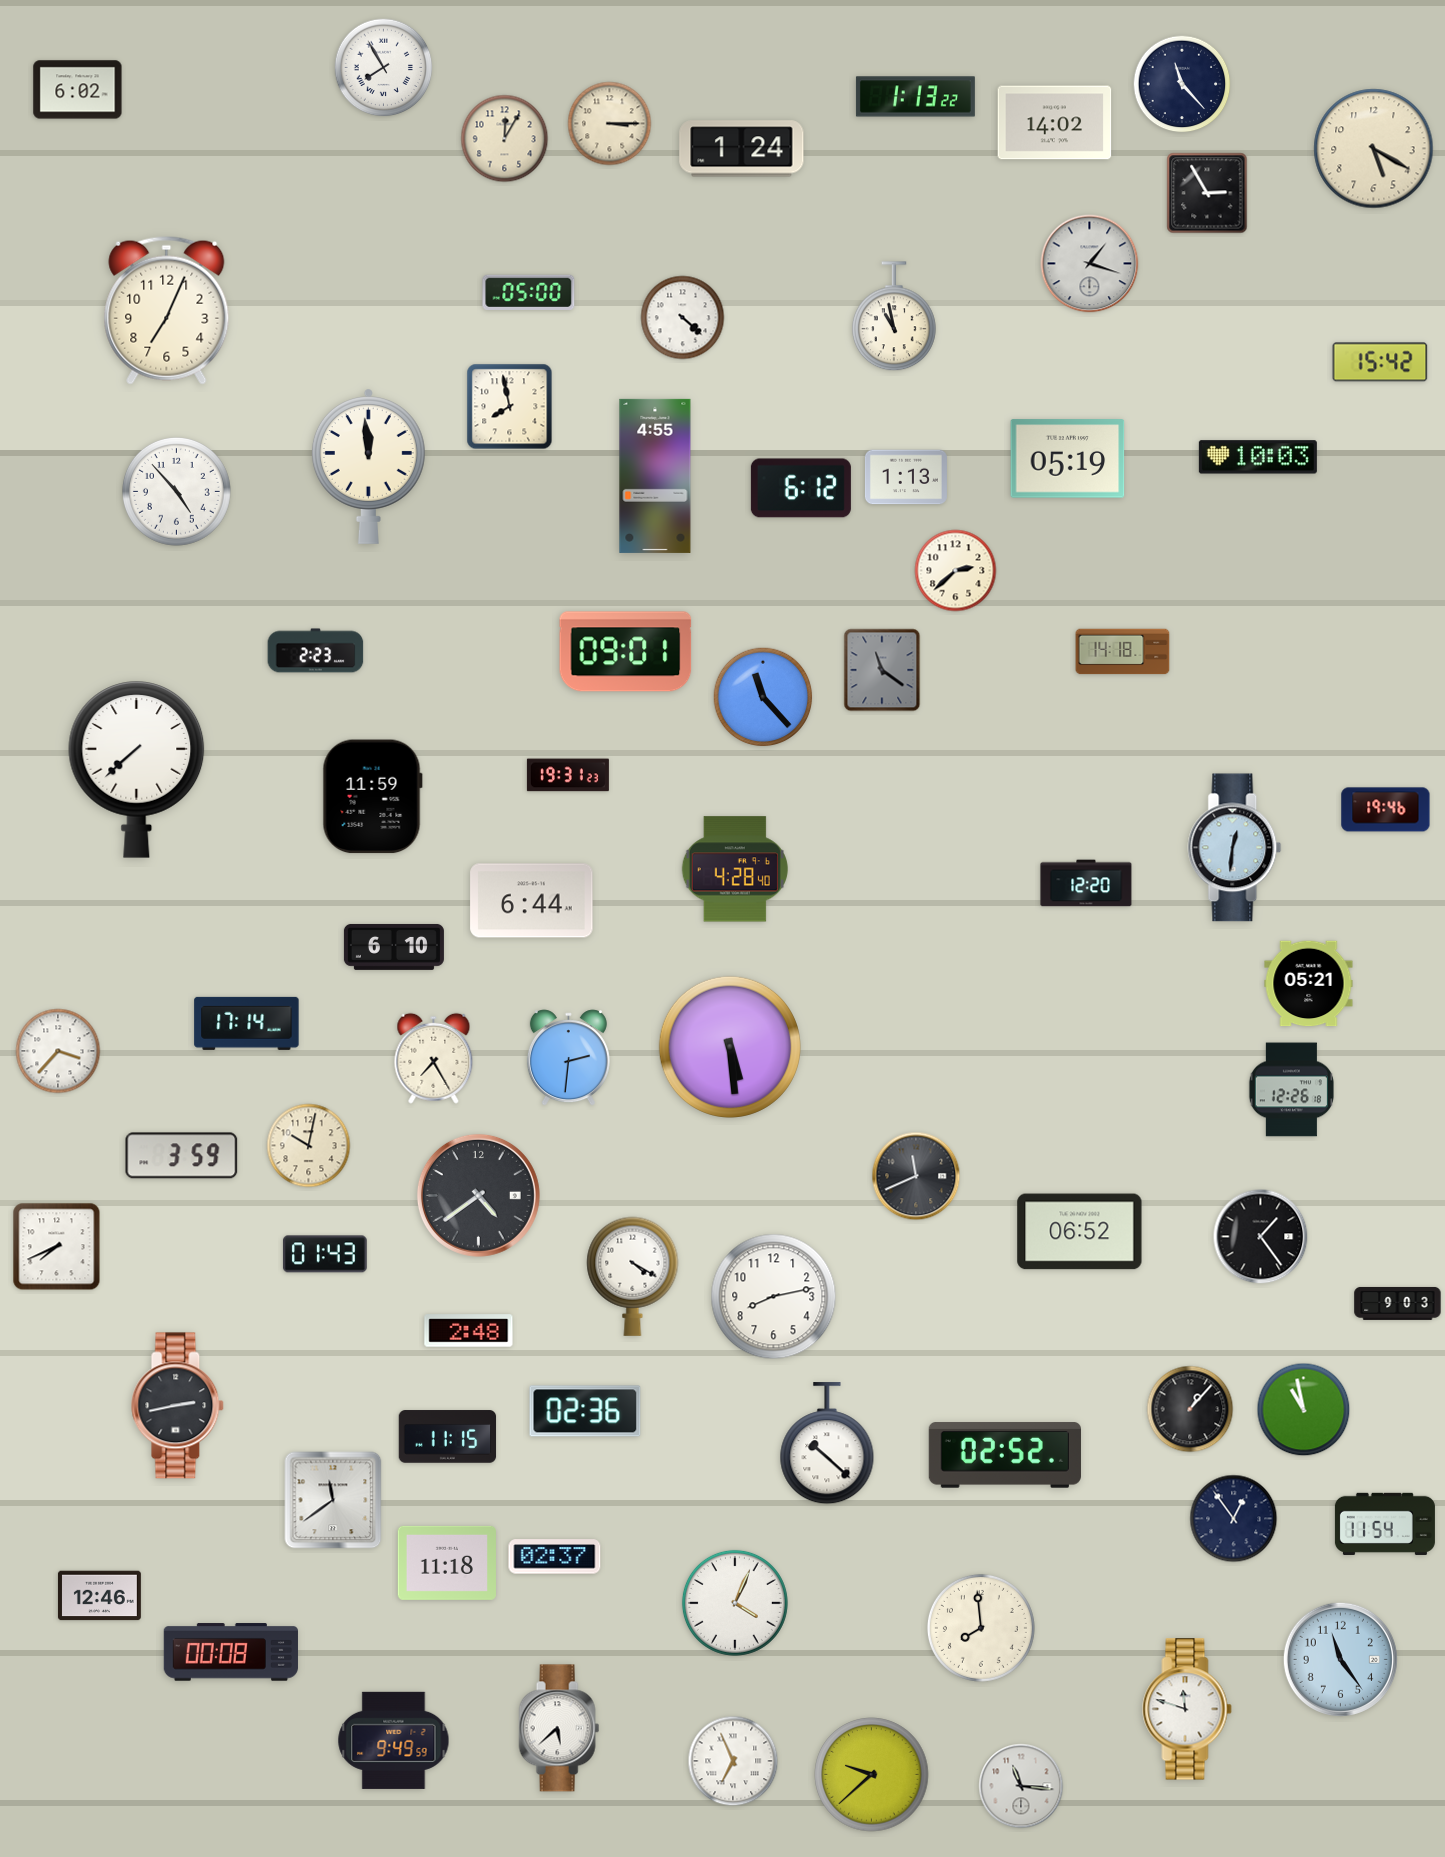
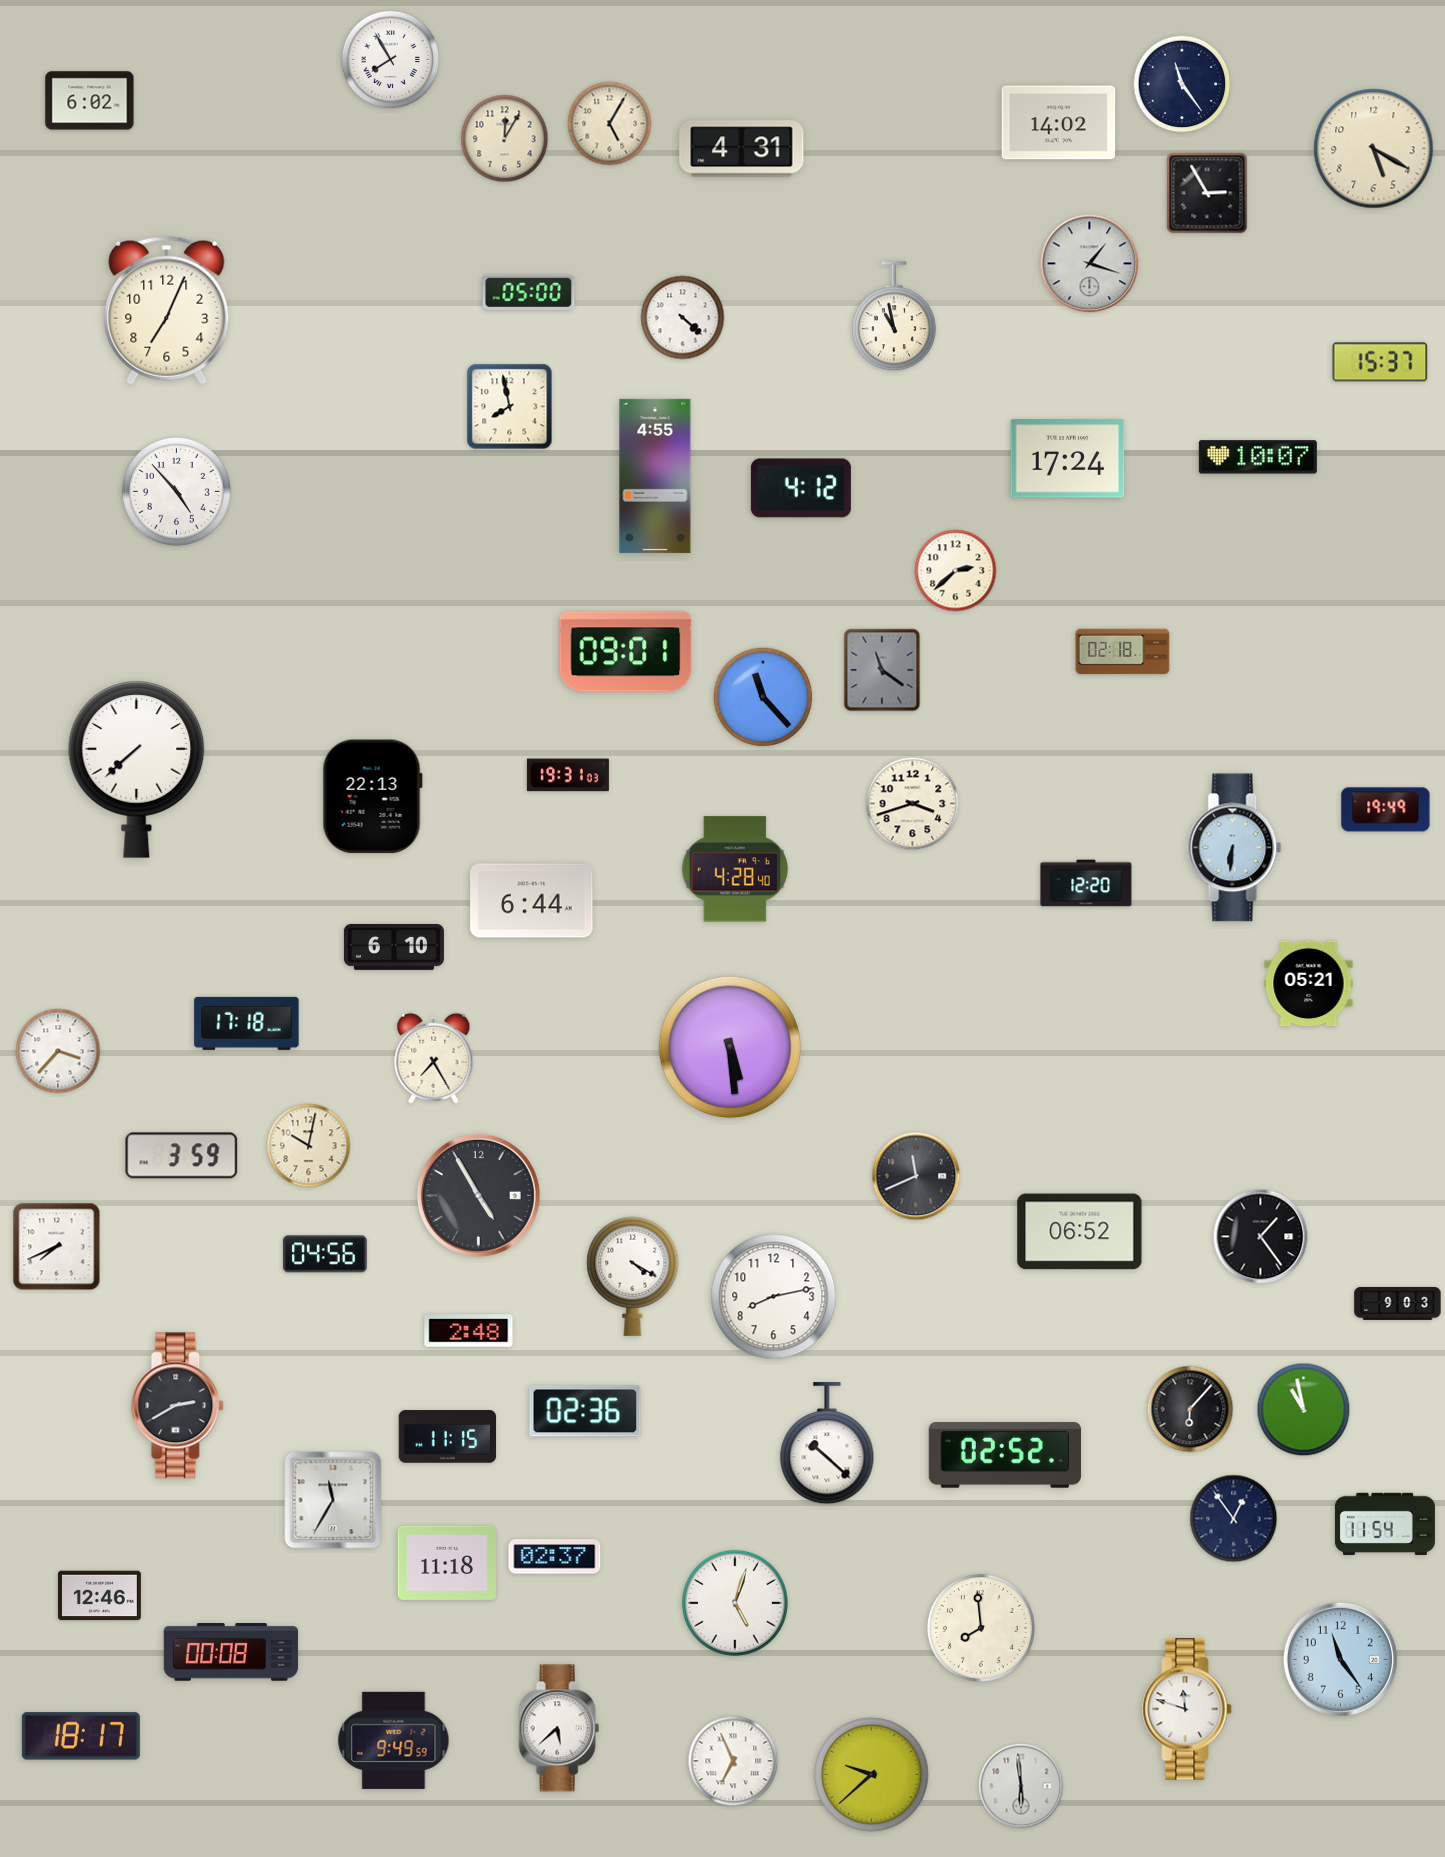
clock at (384, 68) position: (384, 68) -> (391, 60)
clock at (1182, 84): 11:23 -> 11:24
clock at (78, 90) position: (78, 90) -> (90, 101)
clock at (915, 97): 1:13 -> none
clock at (1055, 123) position: (1055, 123) -> (1059, 123)
clock at (610, 124): 3:15 -> 5:05
clock at (742, 149): 1:24 -> 4:31
clock at (1380, 362): 15:42 -> 15:37
clock at (1258, 457): 10:03 -> 10:07
clock at (1068, 459): 05:19 -> 17:24
clock at (368, 466): 11:59 -> none
clock at (906, 477): 1:13 -> none
clock at (801, 488): 6:12 -> 4:12
clock at (316, 651): 2:23 -> none
clock at (1123, 652): 14:18 -> 02:18
clock at (568, 775): 19:31:23 -> 19:31:03
clock at (372, 797): 11:59 -> 22:13
clock at (913, 804): none -> 3:42
clock at (1386, 810): 19:46 -> 19:49
clock at (1235, 848): 12:31 -> 6:31
clock at (247, 1023): 17:14 -> 17:18
clock at (568, 1058): 2:31 -> none
clock at (1291, 1090): 12:26 -> none
clock at (478, 1195): 4:39 -> 4:55
clock at (325, 1254): 01:43 -> 04:56
clock at (178, 1406): 2:43 -> 2:40
clock at (1190, 1409): 1:07 -> 6:07
clock at (333, 1500): 11:39 -> 11:35
clock at (735, 1603): 4:04 -> 5:03
clock at (81, 1736): none -> 18:17
clock at (1021, 1786): 11:16 -> 5:59
